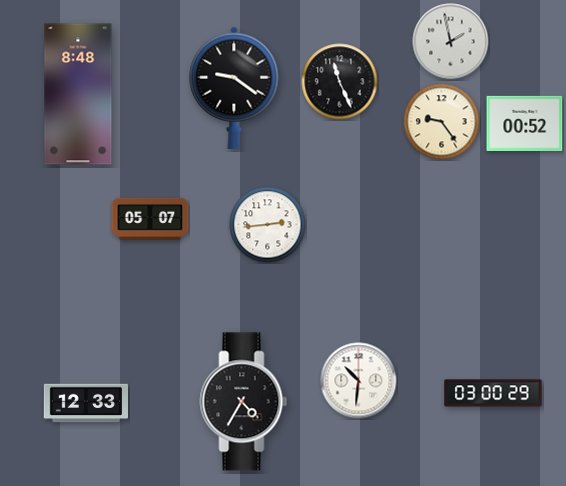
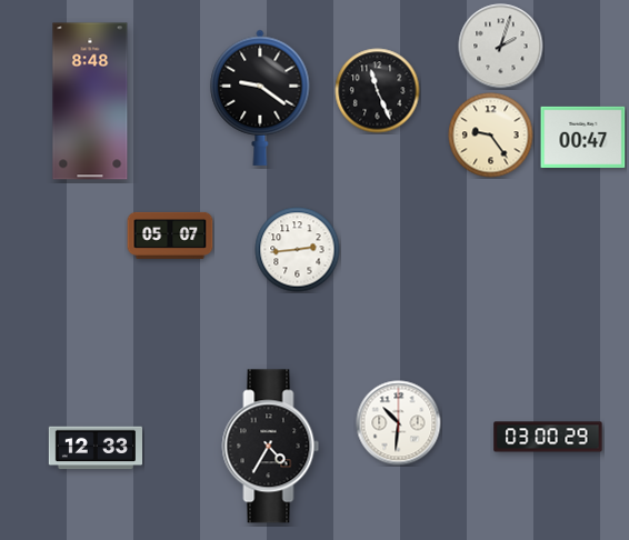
clock at (451, 42): 1:58 -> 2:03
clock at (78, 94) position: (78, 94) -> (90, 101)
clock at (525, 123): 00:52 -> 00:47
clock at (150, 219) position: (150, 219) -> (170, 236)
